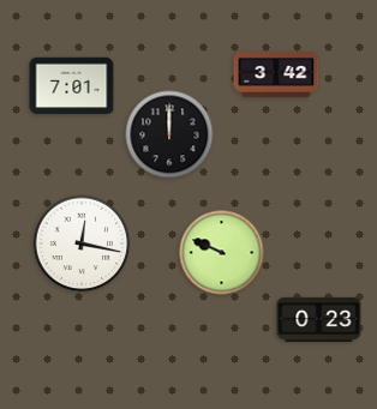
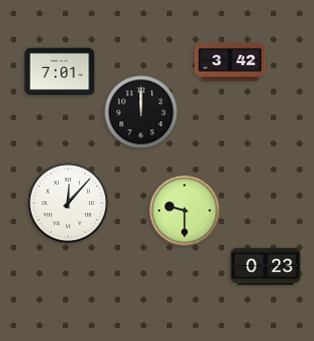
clock at (82, 243): 12:17 -> 12:07
clock at (222, 253): 9:49 -> 9:30
